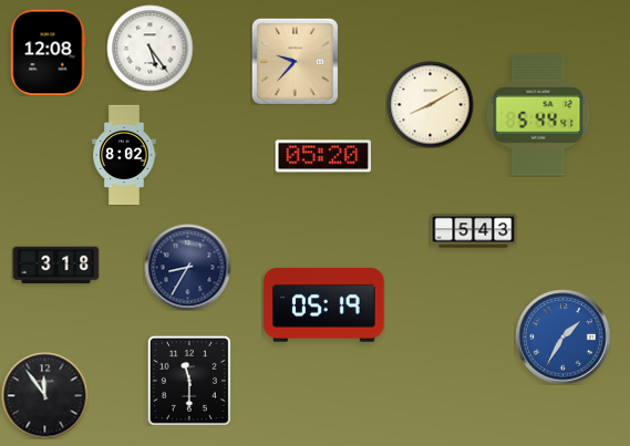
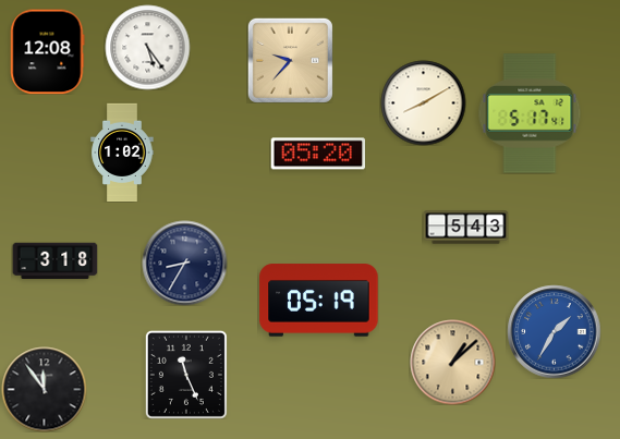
clock at (538, 115): 5:44 -> 5:17
clock at (124, 155): 8:02 -> 1:02
clock at (452, 362): none -> 1:08
clock at (189, 381): 11:30 -> 11:26
